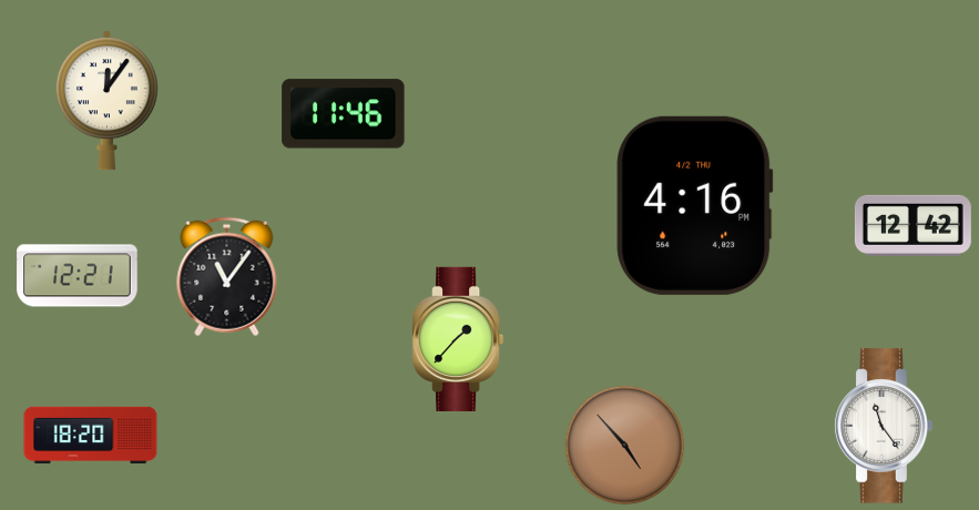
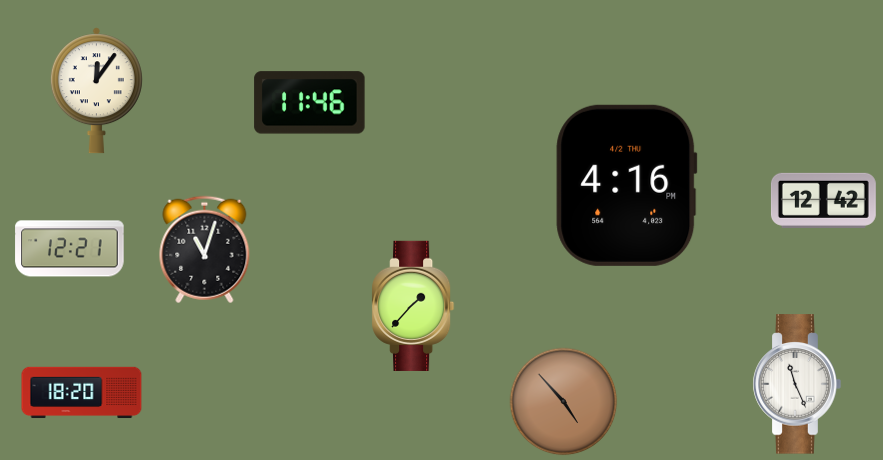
clock at (912, 225) position: (912, 225) -> (823, 200)
clock at (227, 277): 11:06 -> 11:03
clock at (884, 426): 11:24 -> 11:26
